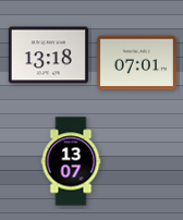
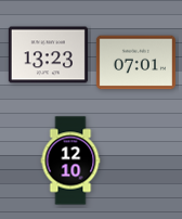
clock at (48, 56): 13:18 -> 13:23
clock at (71, 161): 13:07 -> 12:10
